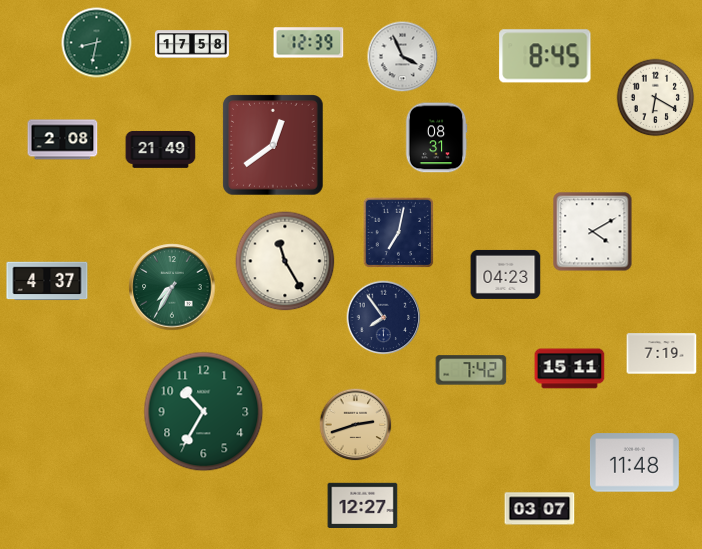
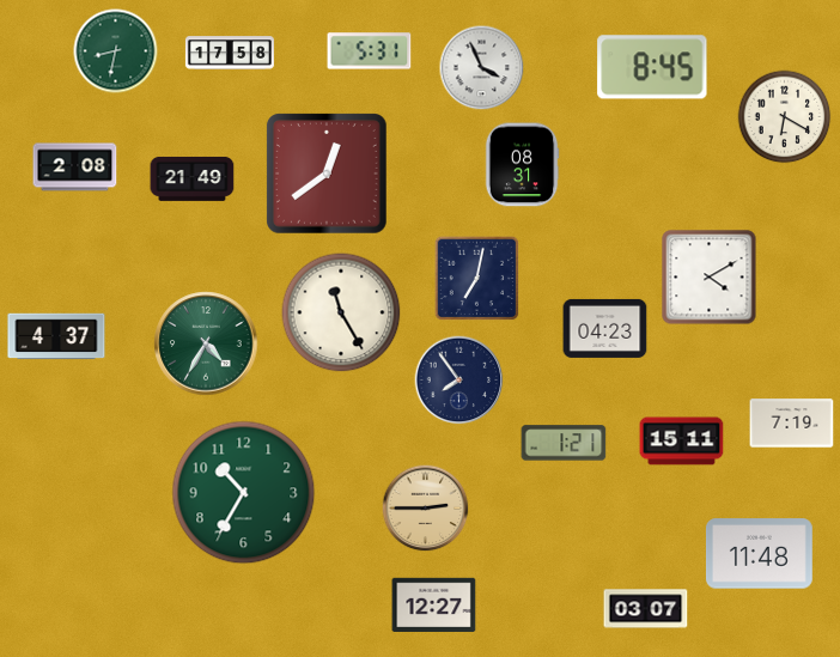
clock at (309, 43): 12:39 -> 5:31
clock at (172, 287): 7:35 -> 4:35
clock at (471, 370): 7:42 -> 1:21
clock at (356, 425): 2:42 -> 2:45
